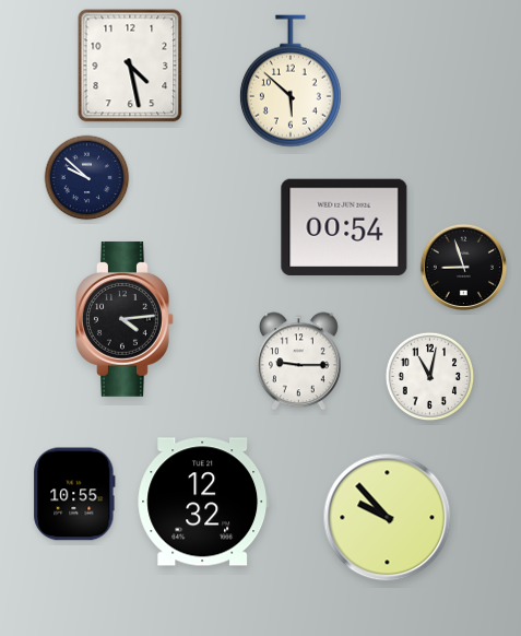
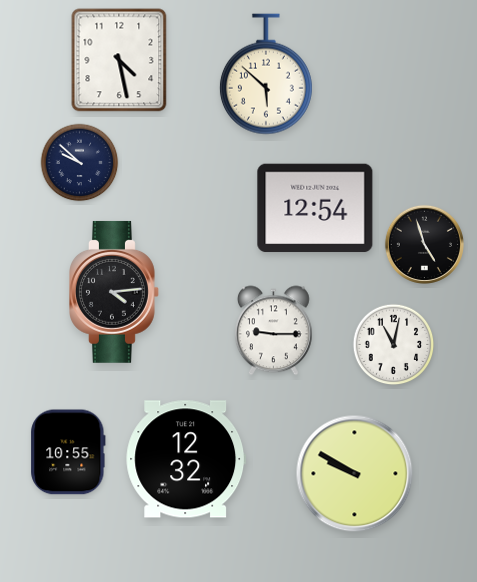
clock at (344, 227): 00:54 -> 12:54
clock at (463, 267): 8:57 -> 4:57
clock at (388, 518): 9:53 -> 9:50
